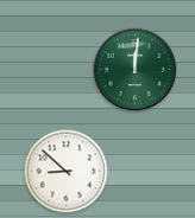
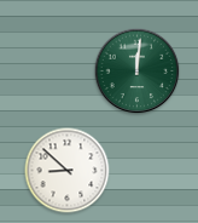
clock at (67, 172) position: (67, 172) -> (68, 171)
